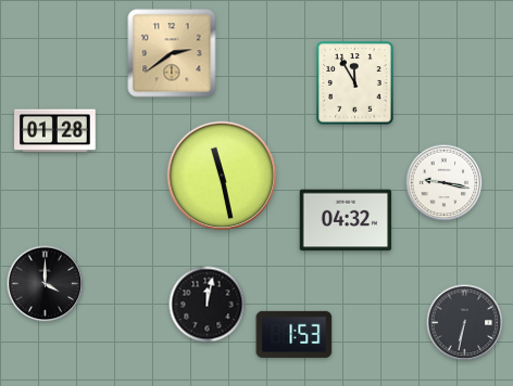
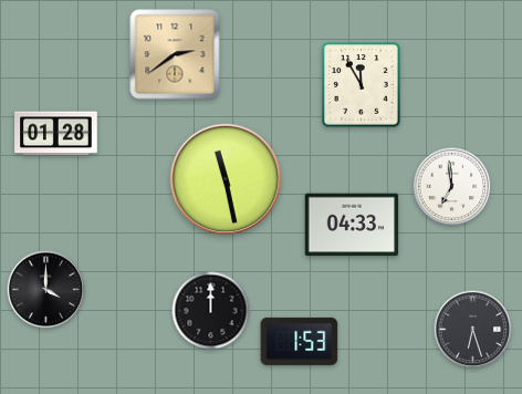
clock at (445, 183): 9:17 -> 6:59
clock at (346, 220): 04:32 -> 04:33
clock at (208, 305): 12:02 -> 12:00
clock at (465, 323): 6:32 -> 6:27
